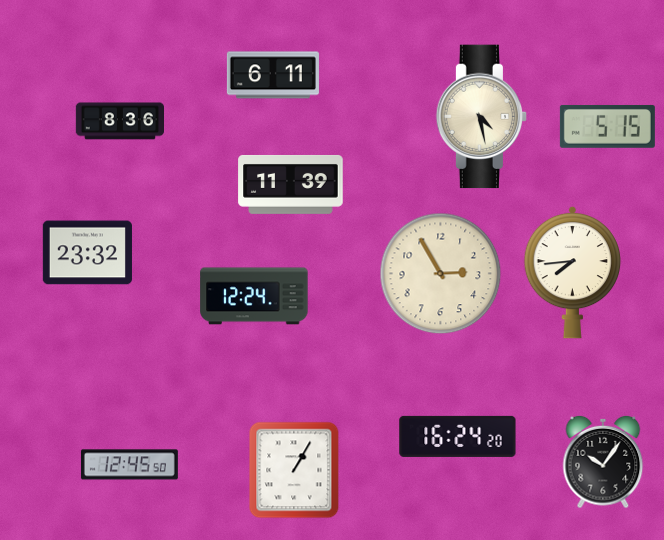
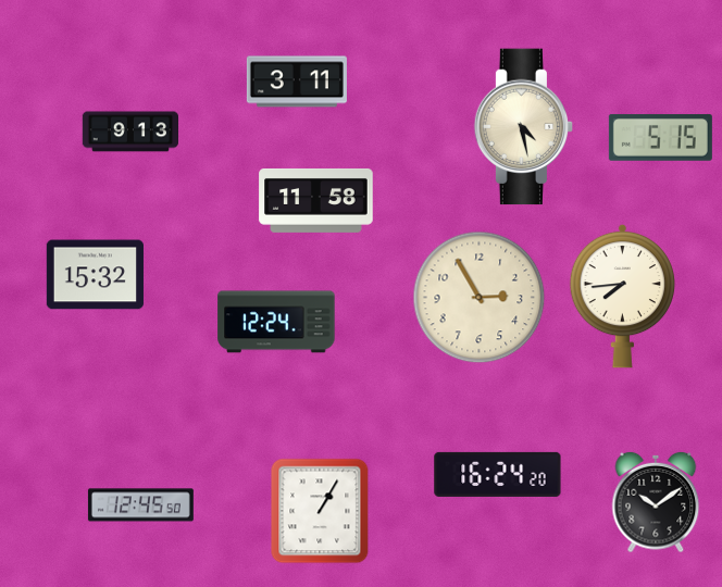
clock at (273, 75): 6:11 -> 3:11
clock at (119, 121): 8:36 -> 9:13
clock at (291, 184): 11:39 -> 11:58
clock at (87, 253): 23:32 -> 15:32
clock at (603, 462): 10:06 -> 10:09
